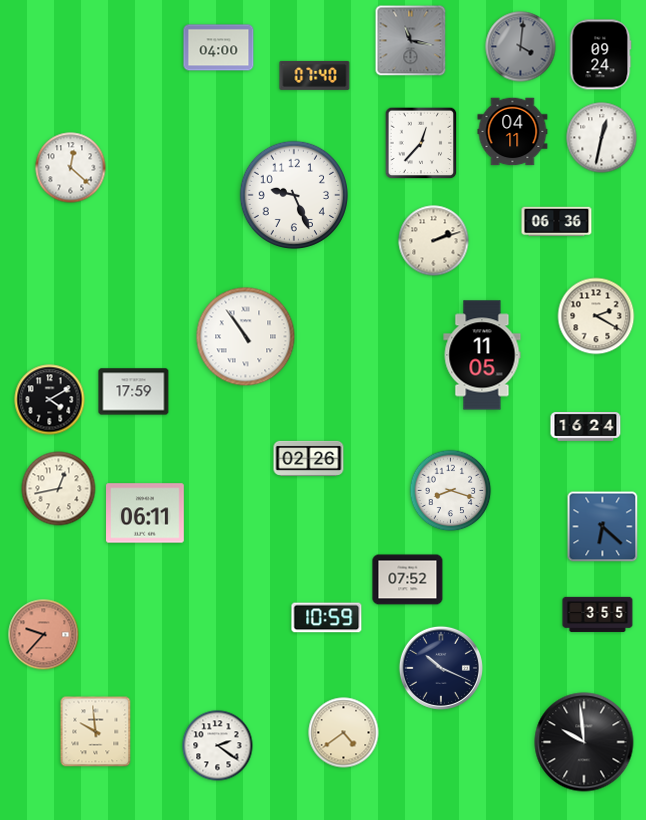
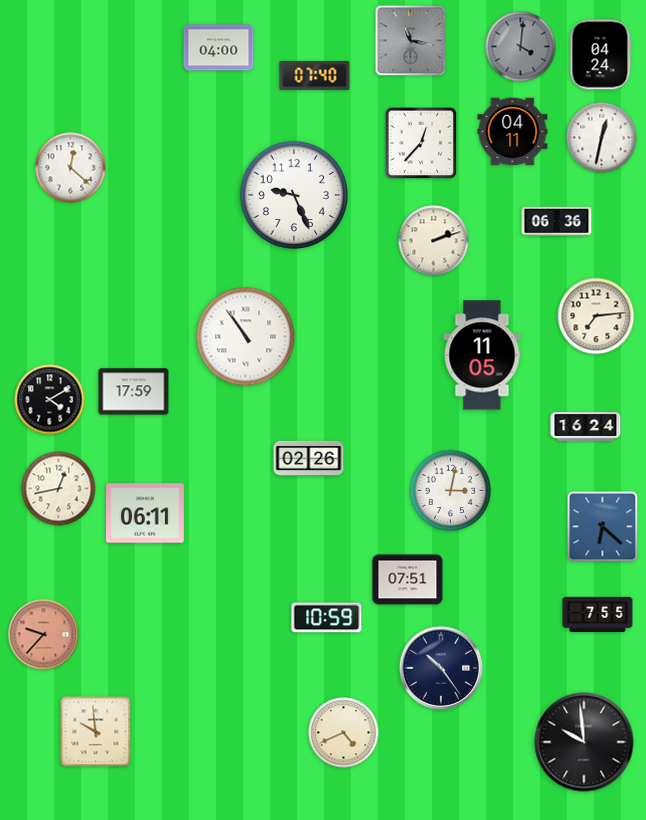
clock at (600, 55): 09:24 -> 04:24
clock at (596, 316): 2:20 -> 7:14
clock at (451, 491): 8:18 -> 3:02
clock at (408, 580): 07:52 -> 07:51
clock at (598, 614): 3:55 -> 7:55
clock at (441, 668): 10:19 -> 10:24
clock at (344, 733): 4:39 -> 4:41
clock at (218, 746): 2:21 -> none
